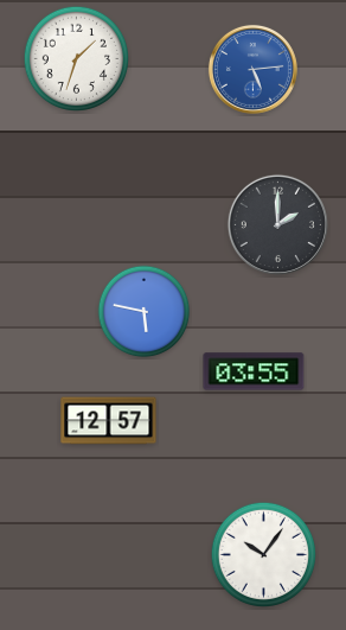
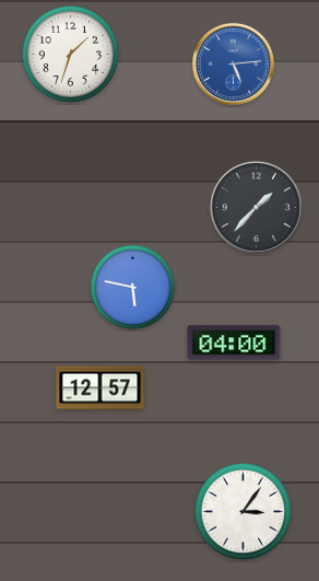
clock at (277, 224): 2:00 -> 1:37
clock at (254, 371): 03:55 -> 04:00
clock at (263, 554): 10:06 -> 3:06
